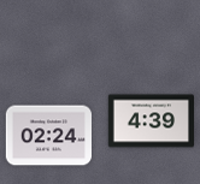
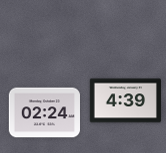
clock at (48, 136) position: (48, 136) -> (44, 113)
